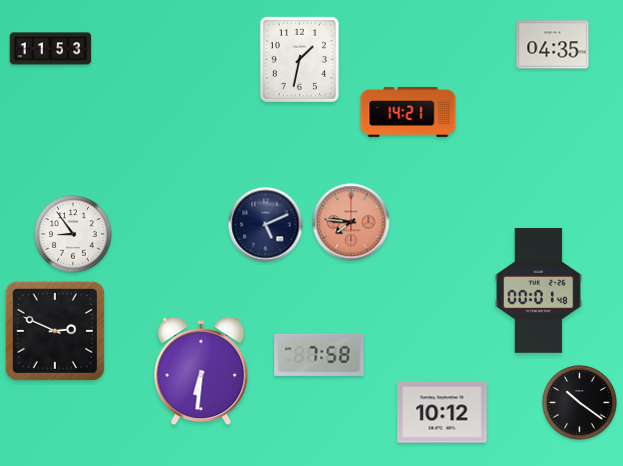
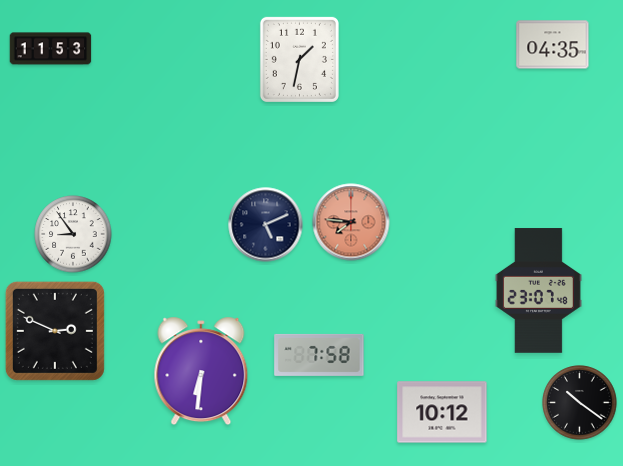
clock at (408, 112): 14:21 -> none
clock at (538, 291): 00:01 -> 23:07
